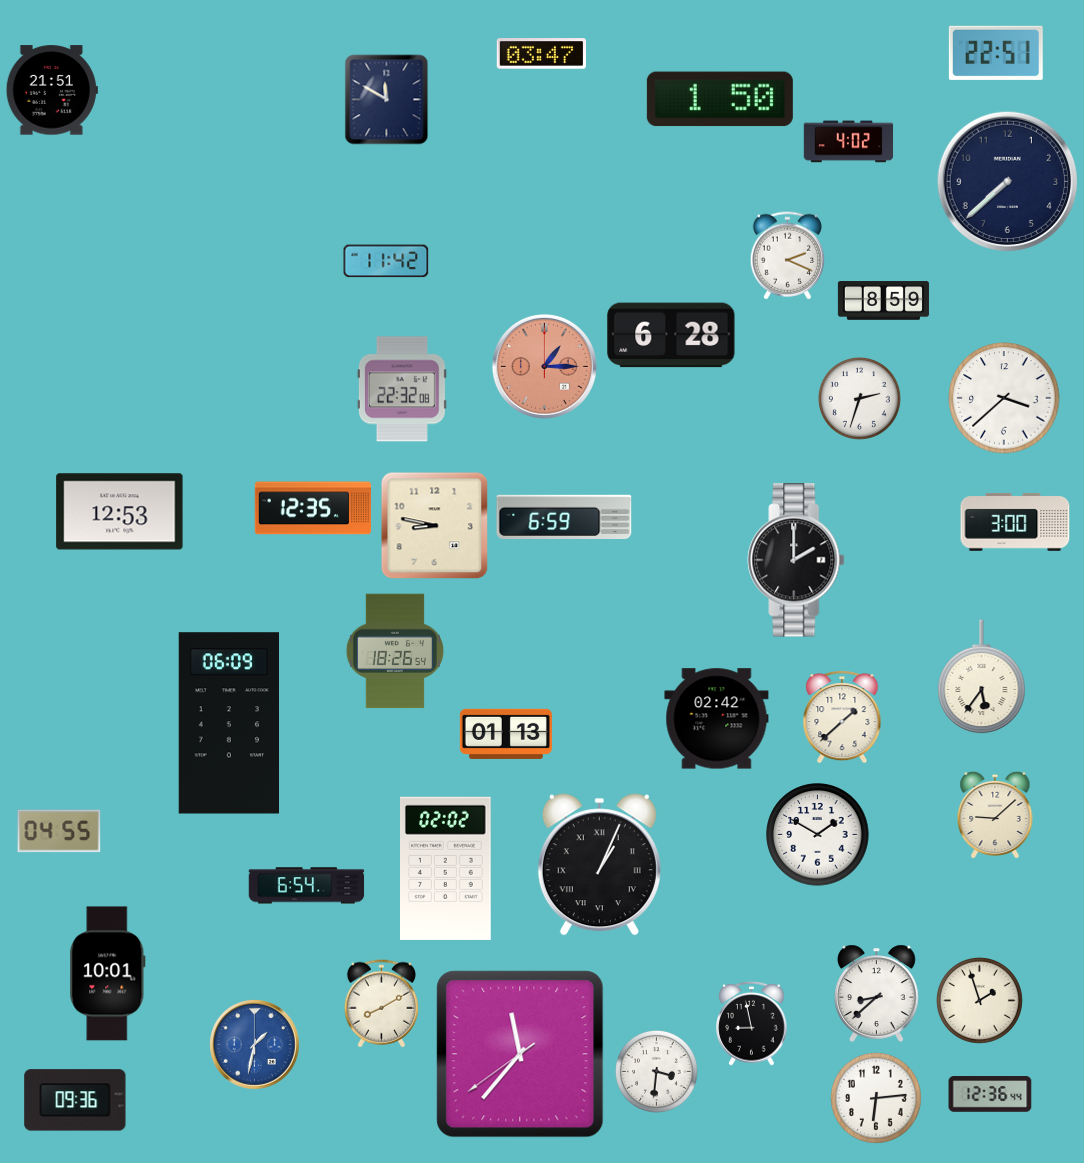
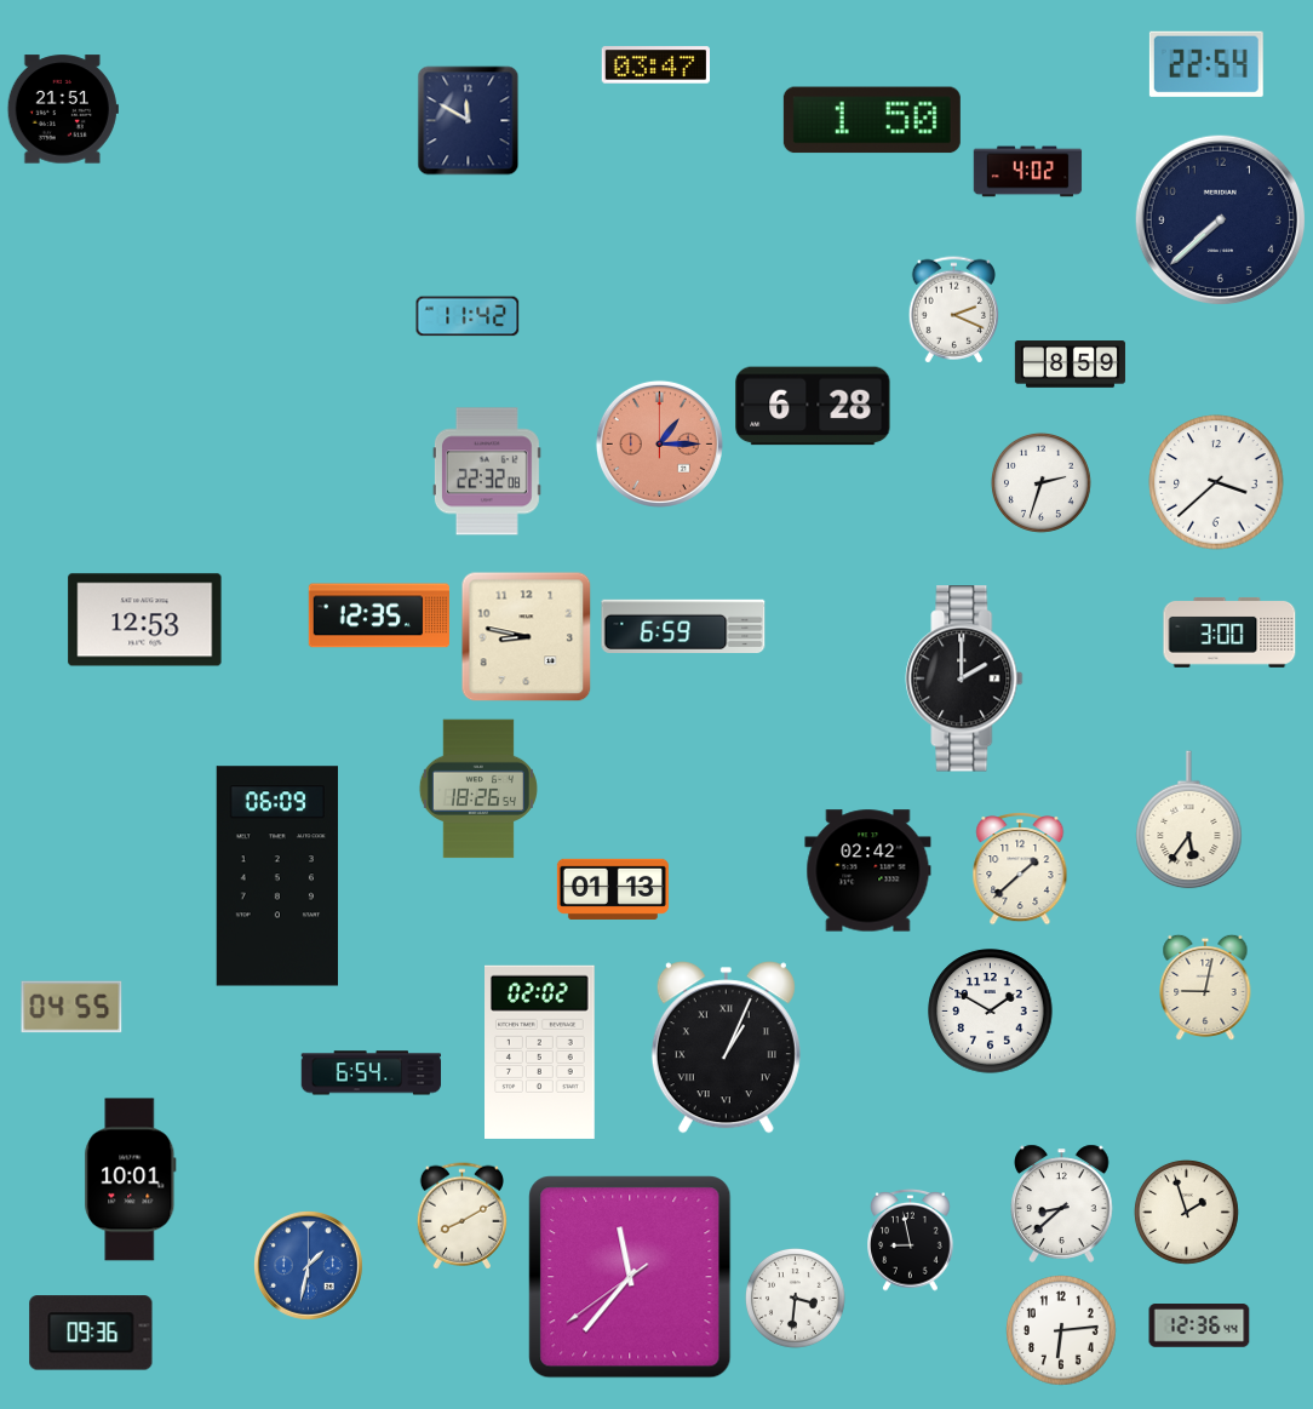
clock at (996, 53): 22:51 -> 22:54
clock at (995, 815): 9:08 -> 9:02
